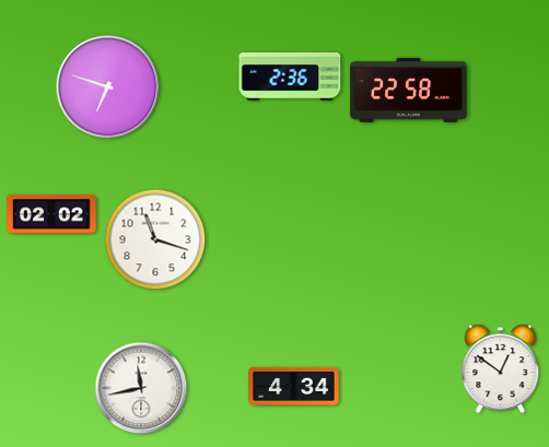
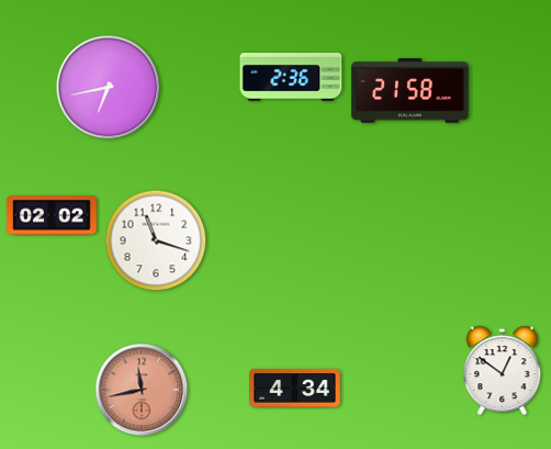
clock at (108, 87): 6:48 -> 6:43
clock at (409, 91): 22:58 -> 21:58
clock at (141, 388) dial: white -> salmon
